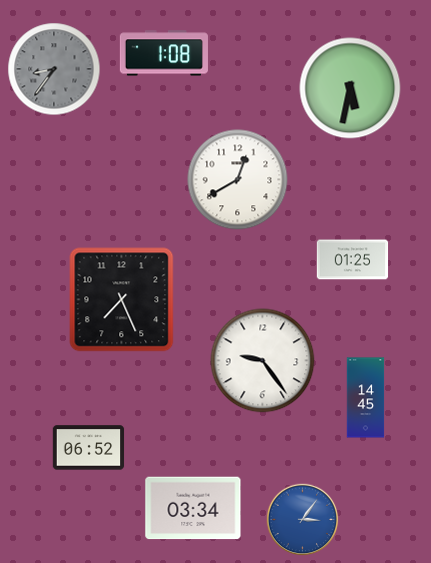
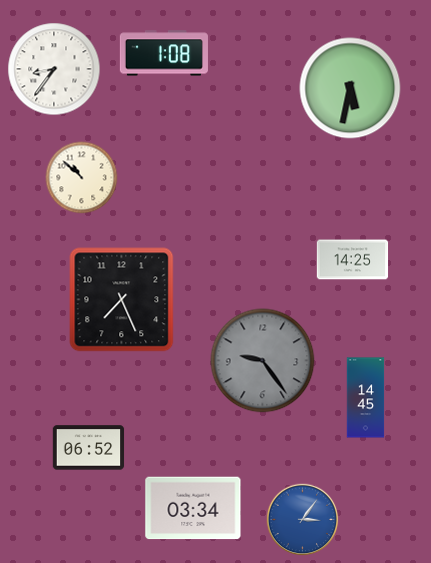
clock at (54, 69) dial: grey -> white
clock at (82, 178): none -> 10:52
clock at (238, 180): 12:40 -> none
clock at (353, 260): 01:25 -> 14:25
clock at (263, 361) dial: white -> grey
